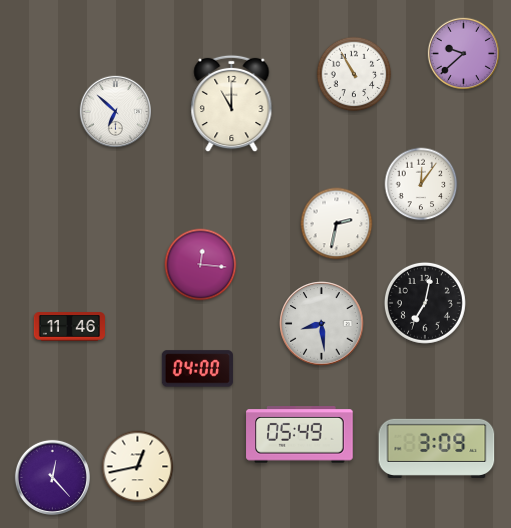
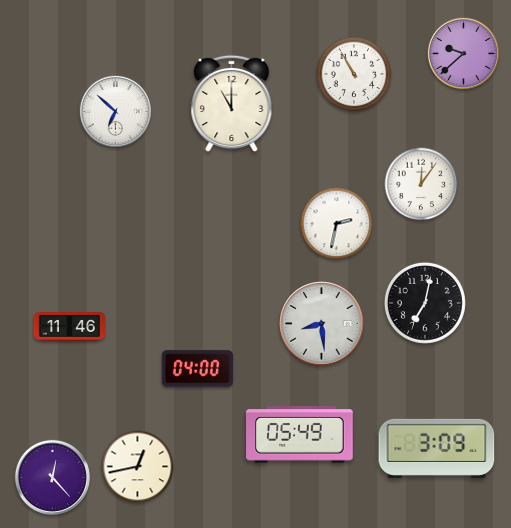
clock at (201, 265): 12:16 -> none
